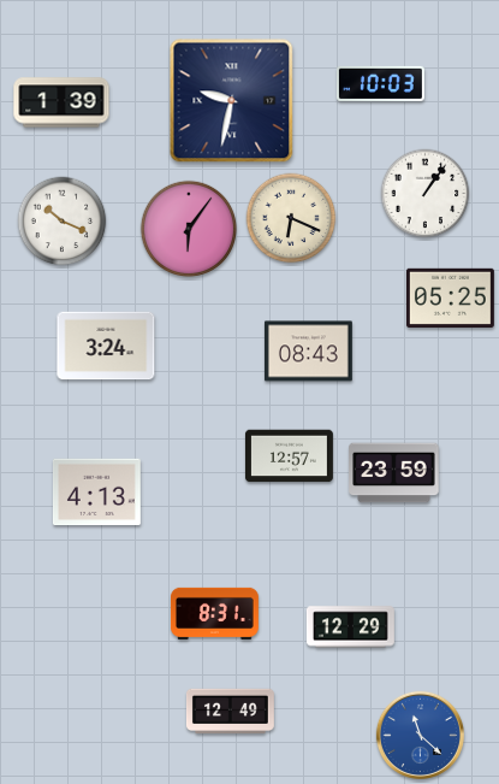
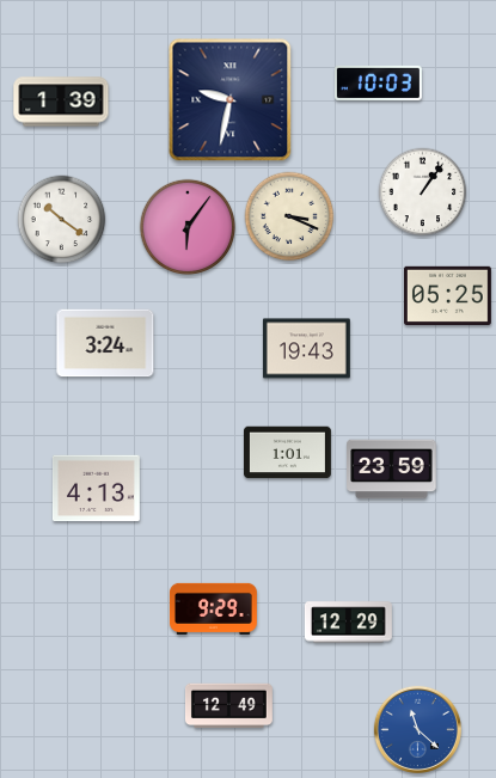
clock at (291, 218): 6:19 -> 3:19
clock at (63, 222): 10:19 -> 10:21
clock at (308, 352): 08:43 -> 19:43
clock at (289, 456): 12:57 -> 1:01
clock at (214, 613): 8:31 -> 9:29
